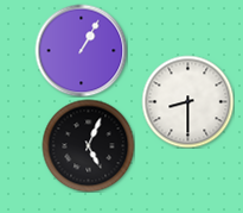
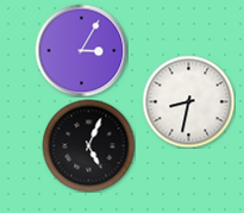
clock at (81, 50): 1:05 -> 3:05
clock at (187, 101): 8:30 -> 8:32
